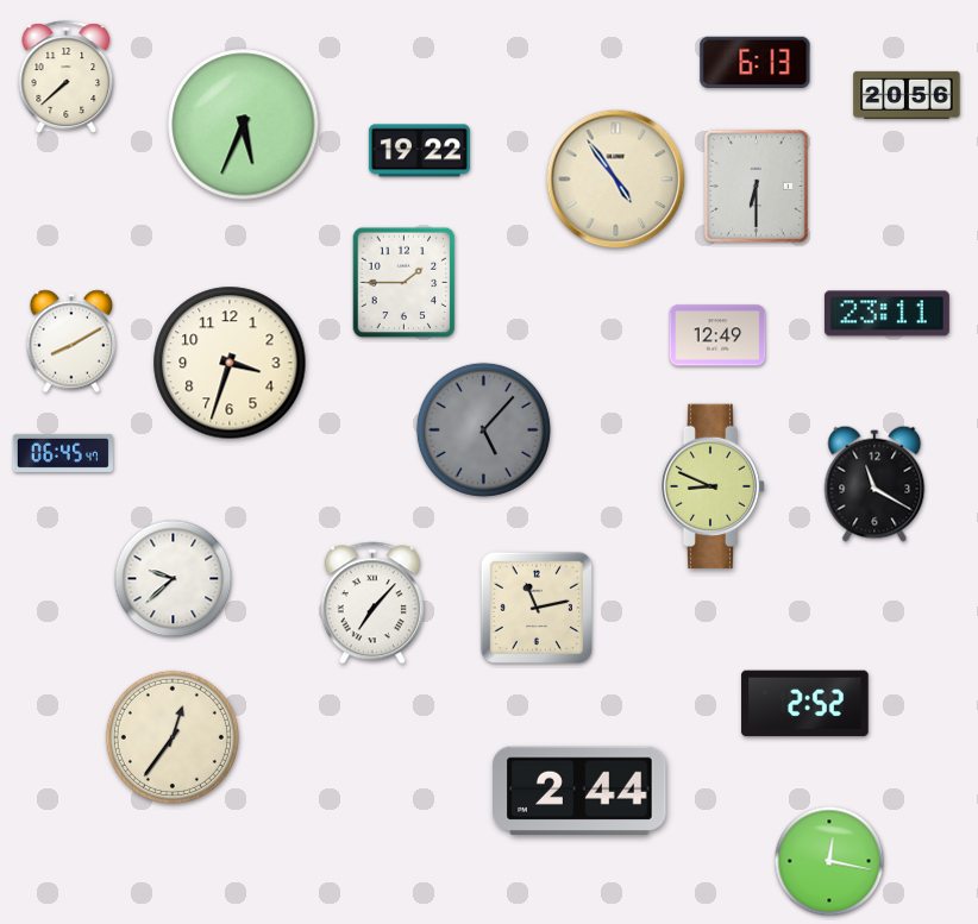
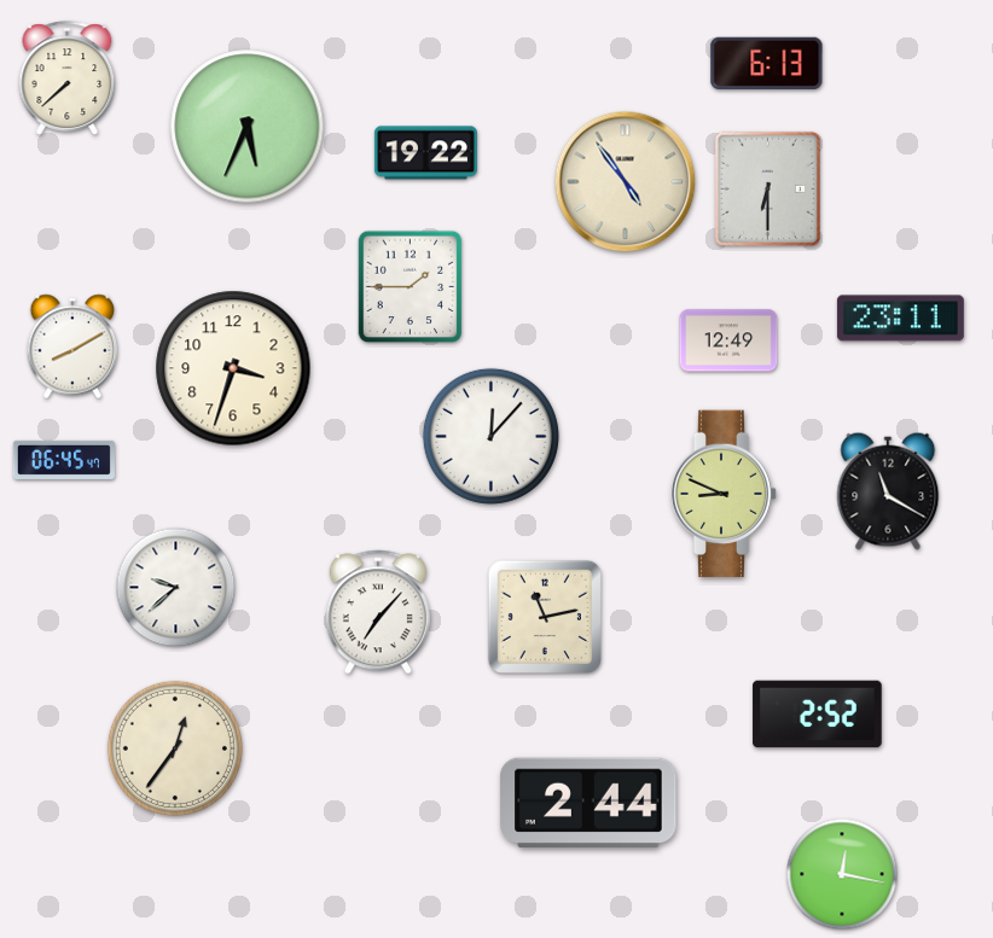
clock at (907, 95): 20:56 -> none
clock at (483, 429): 5:07 -> 12:07
clock at (483, 429) dial: grey -> white
